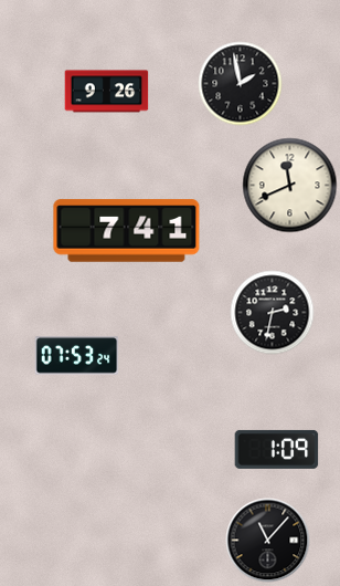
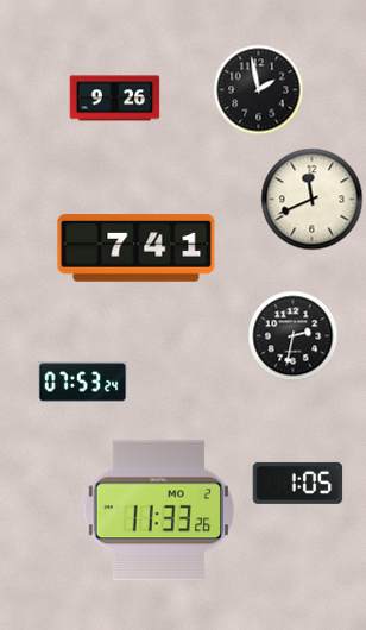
clock at (277, 449): 1:09 -> 1:05
clock at (159, 511): none -> 11:33
clock at (268, 541): 11:07 -> none
